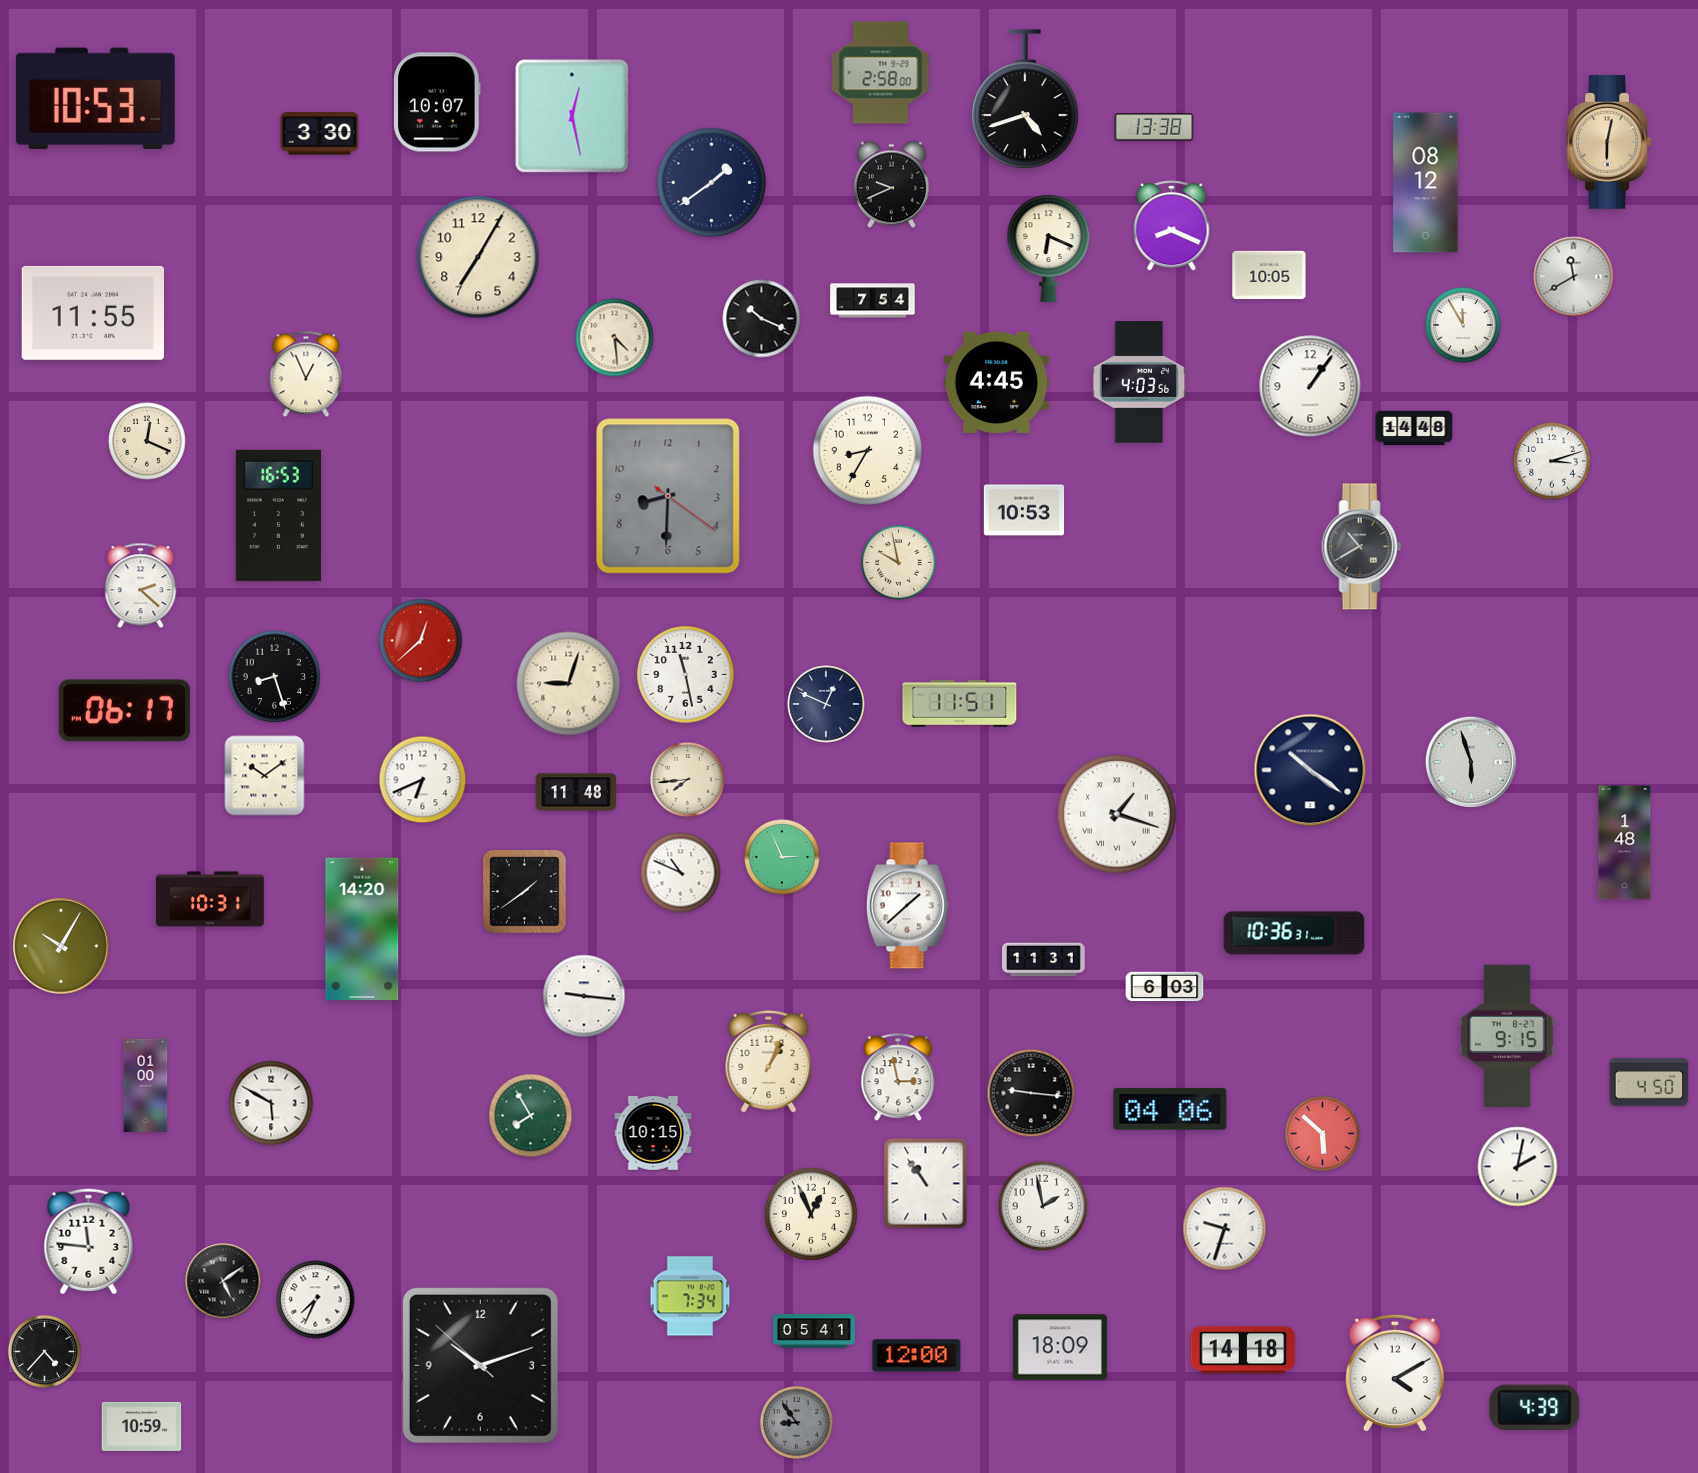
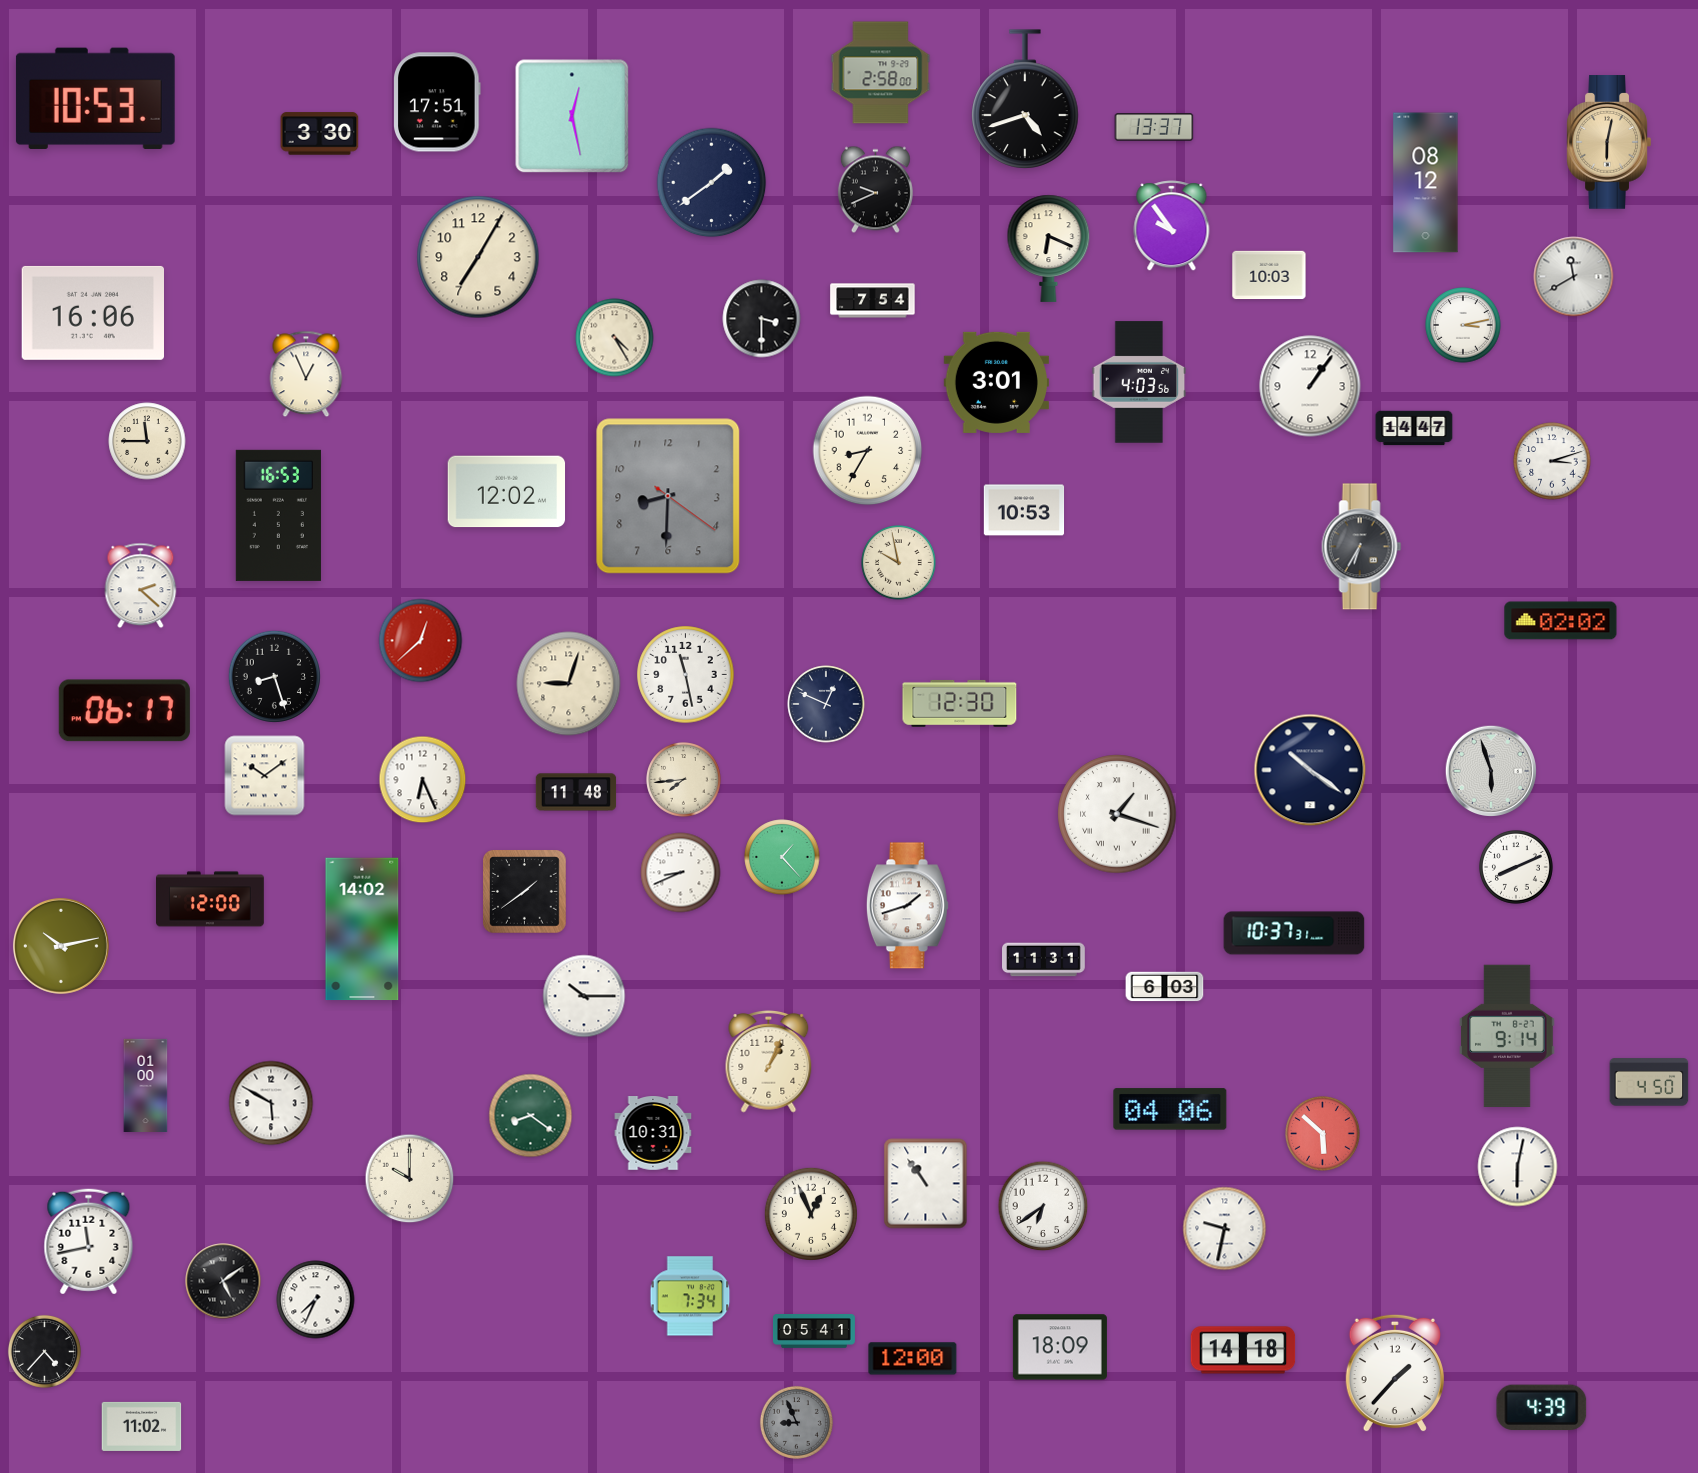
clock at (437, 102): 10:07 -> 17:51
clock at (1154, 127): 13:38 -> 13:37
clock at (891, 185) position: (891, 185) -> (875, 190)
clock at (1172, 226): 8:19 -> 9:54
clock at (1269, 275): 10:05 -> 10:03
clock at (92, 313): 11:55 -> 16:06
clock at (762, 319): 10:19 -> 3:30
clock at (1463, 325): 11:55 -> 3:13
clock at (615, 338): 4:29 -> 4:25
clock at (996, 382): 4:45 -> 3:01
clock at (1414, 428): 14:48 -> 14:47
clock at (147, 441): 12:19 -> 11:45
clock at (507, 492): none -> 12:02
clock at (1362, 547): 10:40 -> 6:35
clock at (1561, 621): none -> 02:02
clock at (960, 703): 11:51 -> 12:30
clock at (1471, 762) position: (1471, 762) -> (1491, 771)
clock at (423, 780): 6:41 -> 6:26
clock at (688, 780) position: (688, 780) -> (684, 780)
clock at (1625, 843): 1:48 -> none
clock at (782, 857): 2:56 -> 1:23
clock at (1516, 867): none -> 8:11
clock at (681, 873): 10:49 -> 8:41
clock at (211, 899): 10:31 -> 12:00
clock at (907, 906): 1:38 -> 1:42
clock at (362, 929): 14:20 -> 14:02
clock at (1294, 933): 10:36 -> 10:37
clock at (61, 946): 10:05 -> 10:13
clock at (584, 996): 9:16 -> 10:15
clock at (1507, 1036): 9:15 -> 9:14
clock at (898, 1078): 2:58 -> none
clock at (1031, 1093): 9:16 -> none
clock at (531, 1116): 7:55 -> 8:21
clock at (653, 1134): 10:15 -> 10:31
clock at (1518, 1167): 2:02 -> 6:02
clock at (410, 1179): none -> 10:00
clock at (1043, 1206): 1:58 -> 6:39
clock at (1225, 1229): 9:33 -> 9:32
clock at (89, 1242): 11:46 -> 11:43
clock at (917, 1356) position: (917, 1356) -> (913, 1359)
clock at (480, 1365): 10:11 -> none
clock at (1395, 1373): 4:10 -> 1:37
clock at (1535, 1408) position: (1535, 1408) -> (1542, 1408)
clock at (796, 1422): 8:54 -> 8:56
clock at (142, 1426): 10:59 -> 11:02
